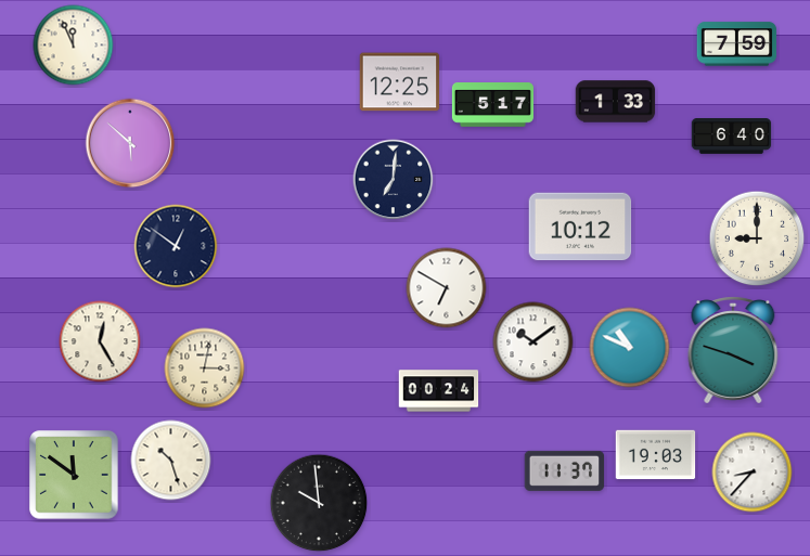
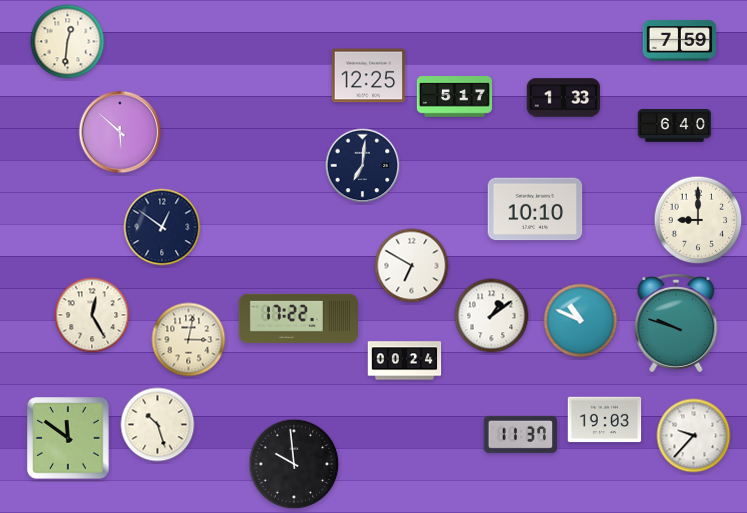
clock at (74, 46): 11:56 -> 12:31
clock at (616, 102) position: (616, 102) -> (564, 98)
clock at (580, 227): 10:12 -> 10:10
clock at (533, 342): 10:09 -> 1:09
clock at (298, 318): none -> 17:22
clock at (733, 351): 3:48 -> 9:48
clock at (753, 473): 8:37 -> 9:37
